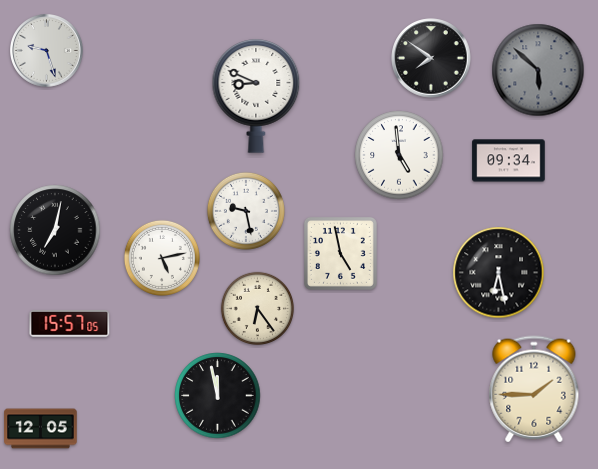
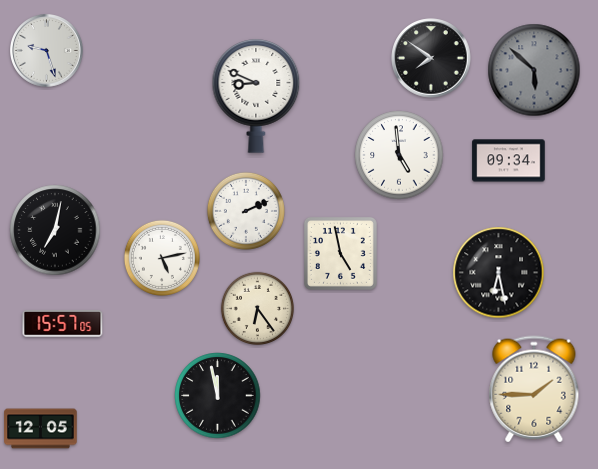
clock at (538, 70) position: (538, 70) -> (534, 70)
clock at (246, 211): 9:28 -> 2:11
clock at (70, 323) position: (70, 323) -> (63, 323)
